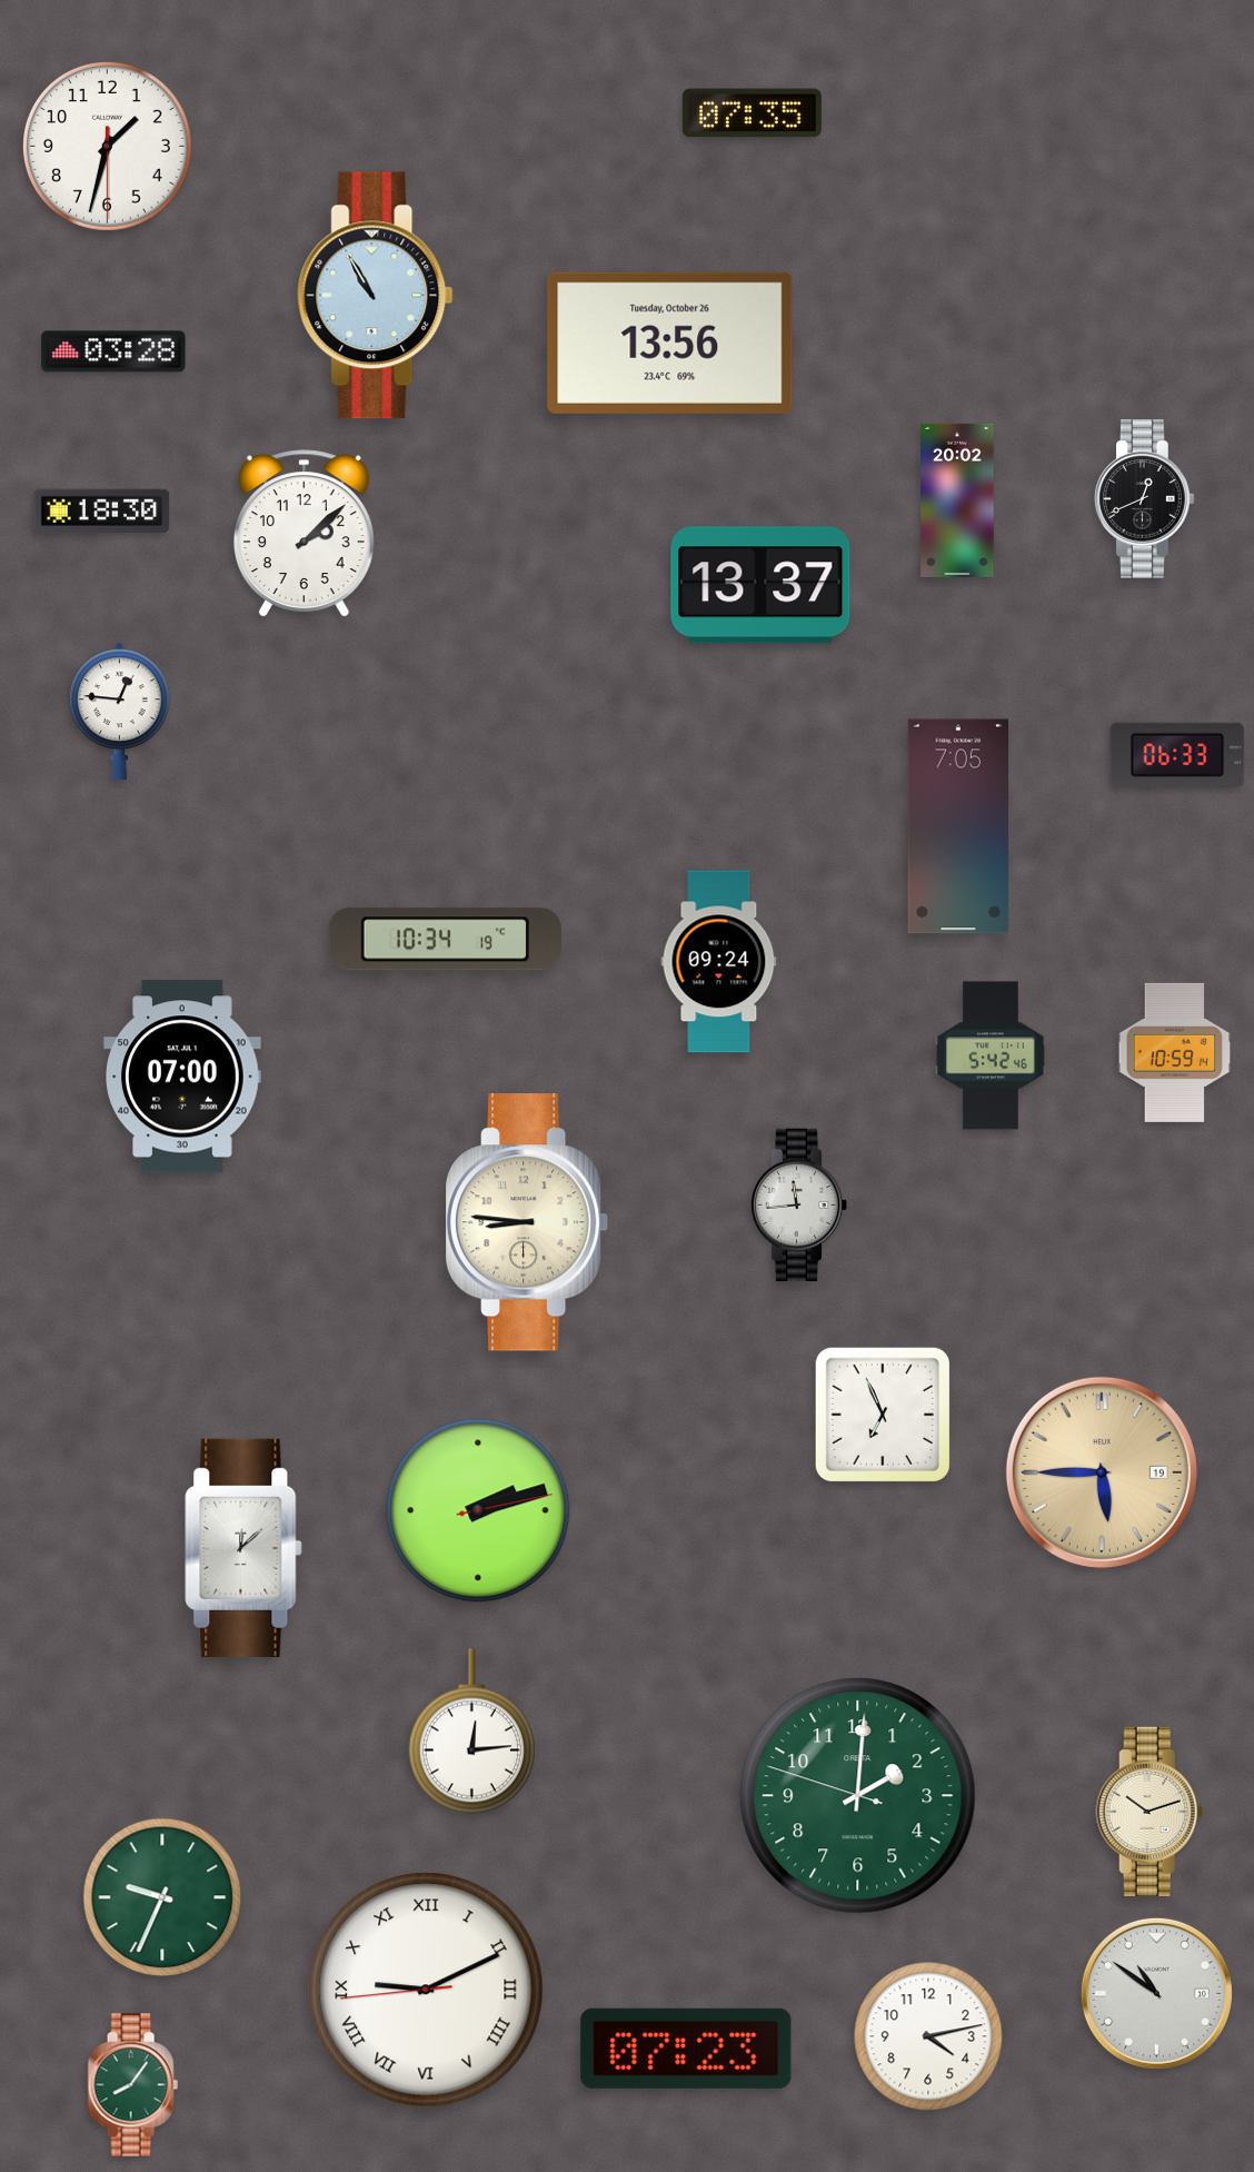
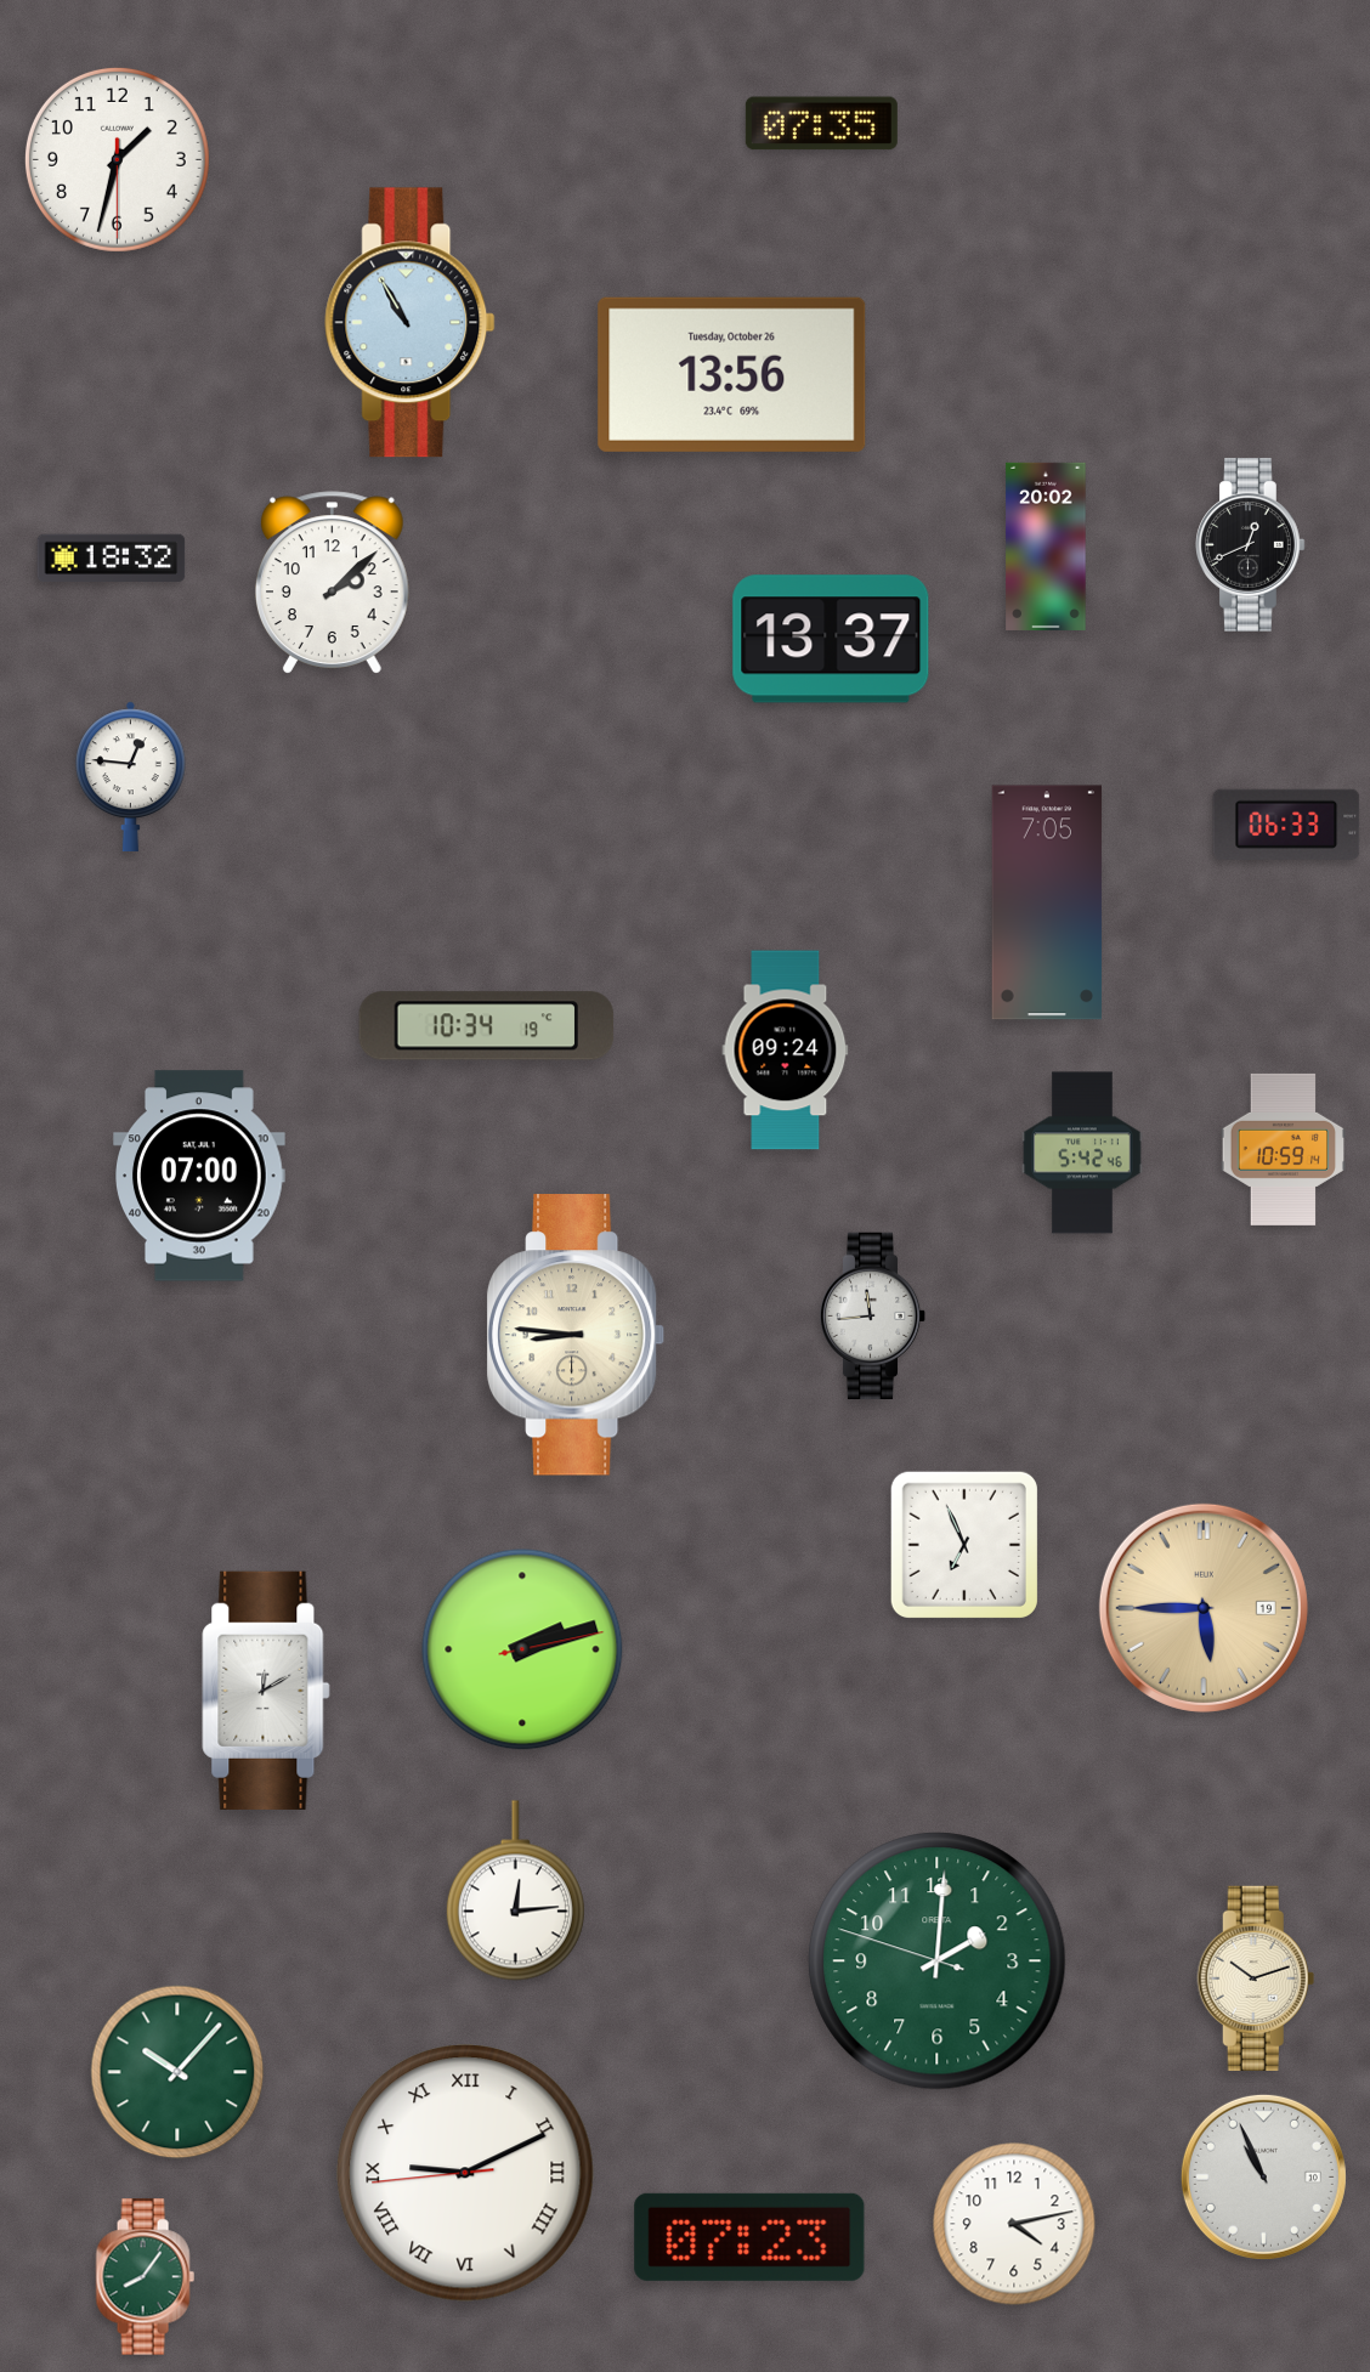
clock at (113, 351): 03:28 -> none
clock at (102, 510): 18:30 -> 18:32
clock at (243, 1548): 12:08 -> 12:10
clock at (162, 1897): 9:34 -> 10:07
clock at (1156, 1993): 10:51 -> 10:56
